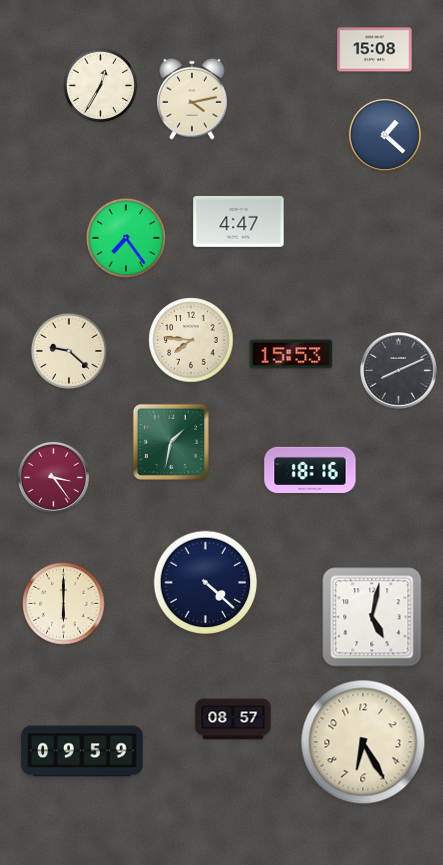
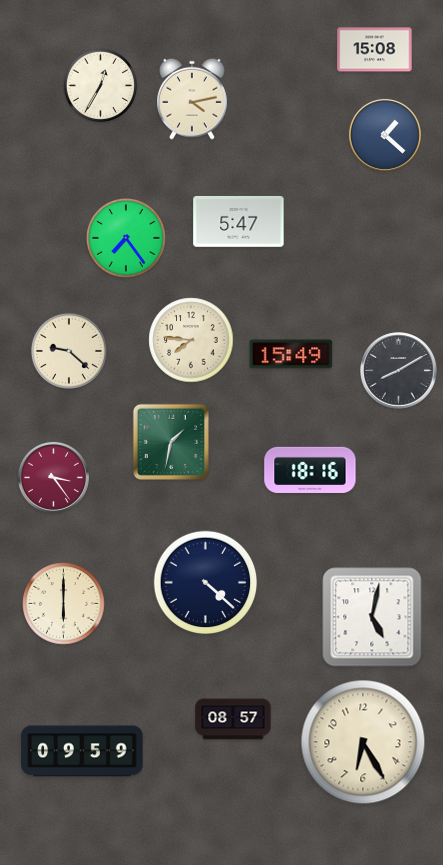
clock at (239, 221): 4:47 -> 5:47
clock at (291, 354): 15:53 -> 15:49
clock at (399, 371): 8:11 -> 8:10
